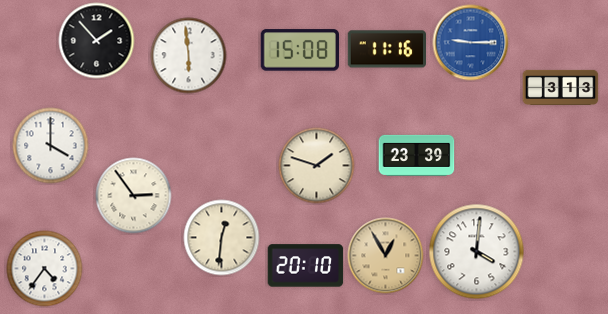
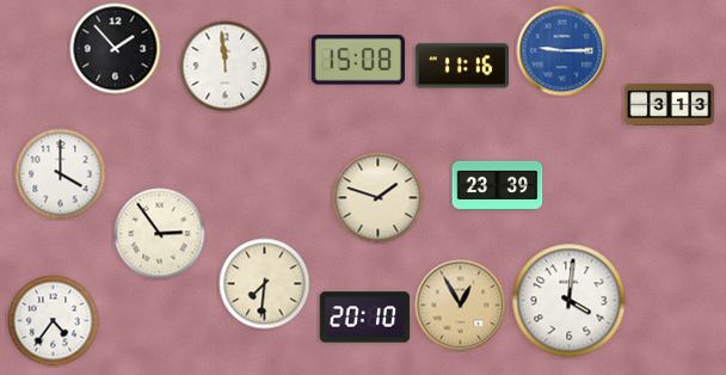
clock at (386, 49) position: (386, 49) -> (461, 66)
clock at (189, 56): 5:59 -> 11:59
clock at (222, 238): 12:31 -> 7:31
